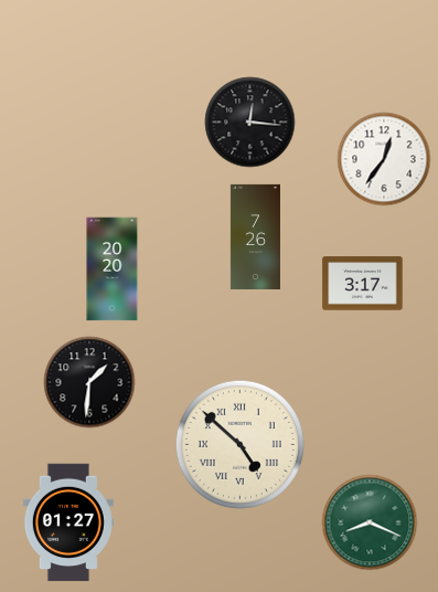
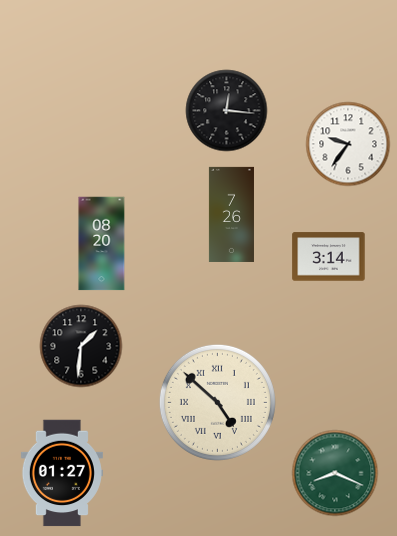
clock at (384, 159): 12:36 -> 9:36
clock at (113, 269): 20:20 -> 08:20
clock at (363, 284): 3:17 -> 3:14
